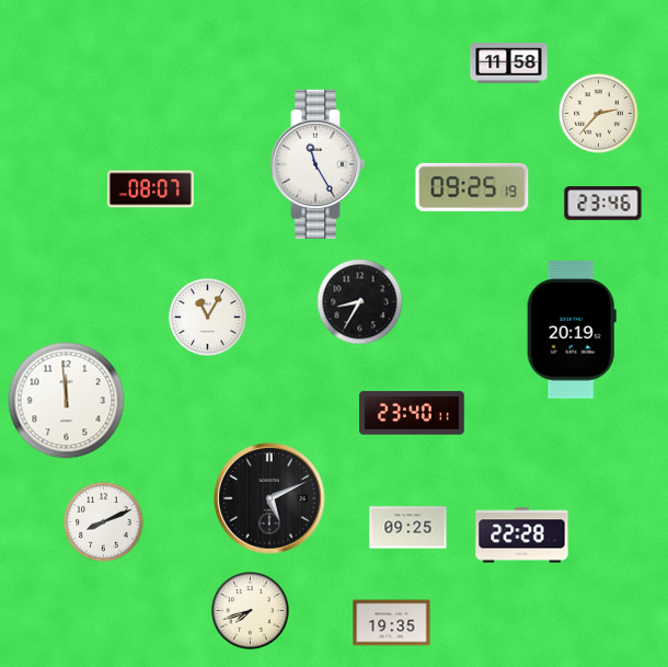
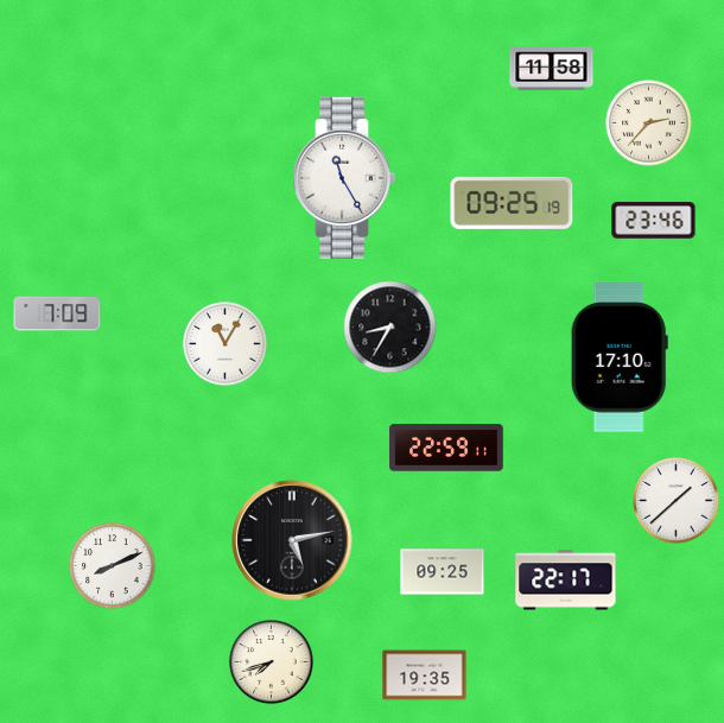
clock at (150, 189): 08:07 -> none
clock at (57, 313): none -> 7:09
clock at (572, 330): 20:19 -> 17:10
clock at (67, 401): 11:59 -> none
clock at (412, 413): 23:40 -> 22:59
clock at (677, 501): none -> 1:38
clock at (269, 498): 5:11 -> 5:13
clock at (522, 536): 22:28 -> 22:17
